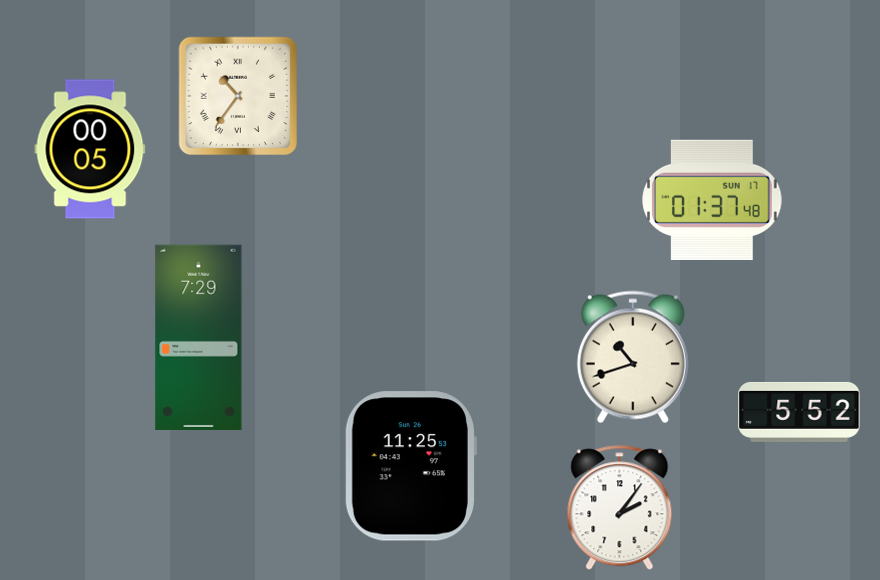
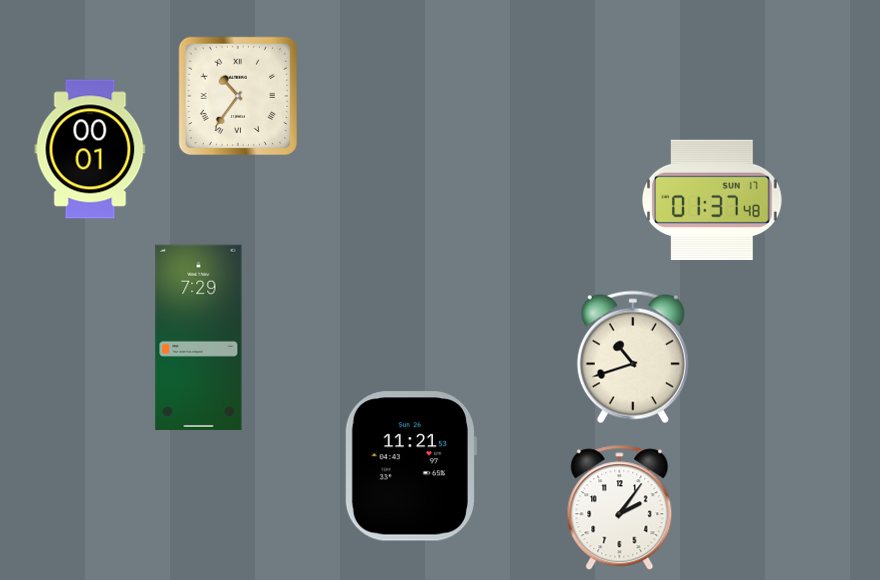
clock at (90, 149): 00:05 -> 00:01
clock at (799, 412): 5:52 -> none
clock at (410, 466): 11:25 -> 11:21
